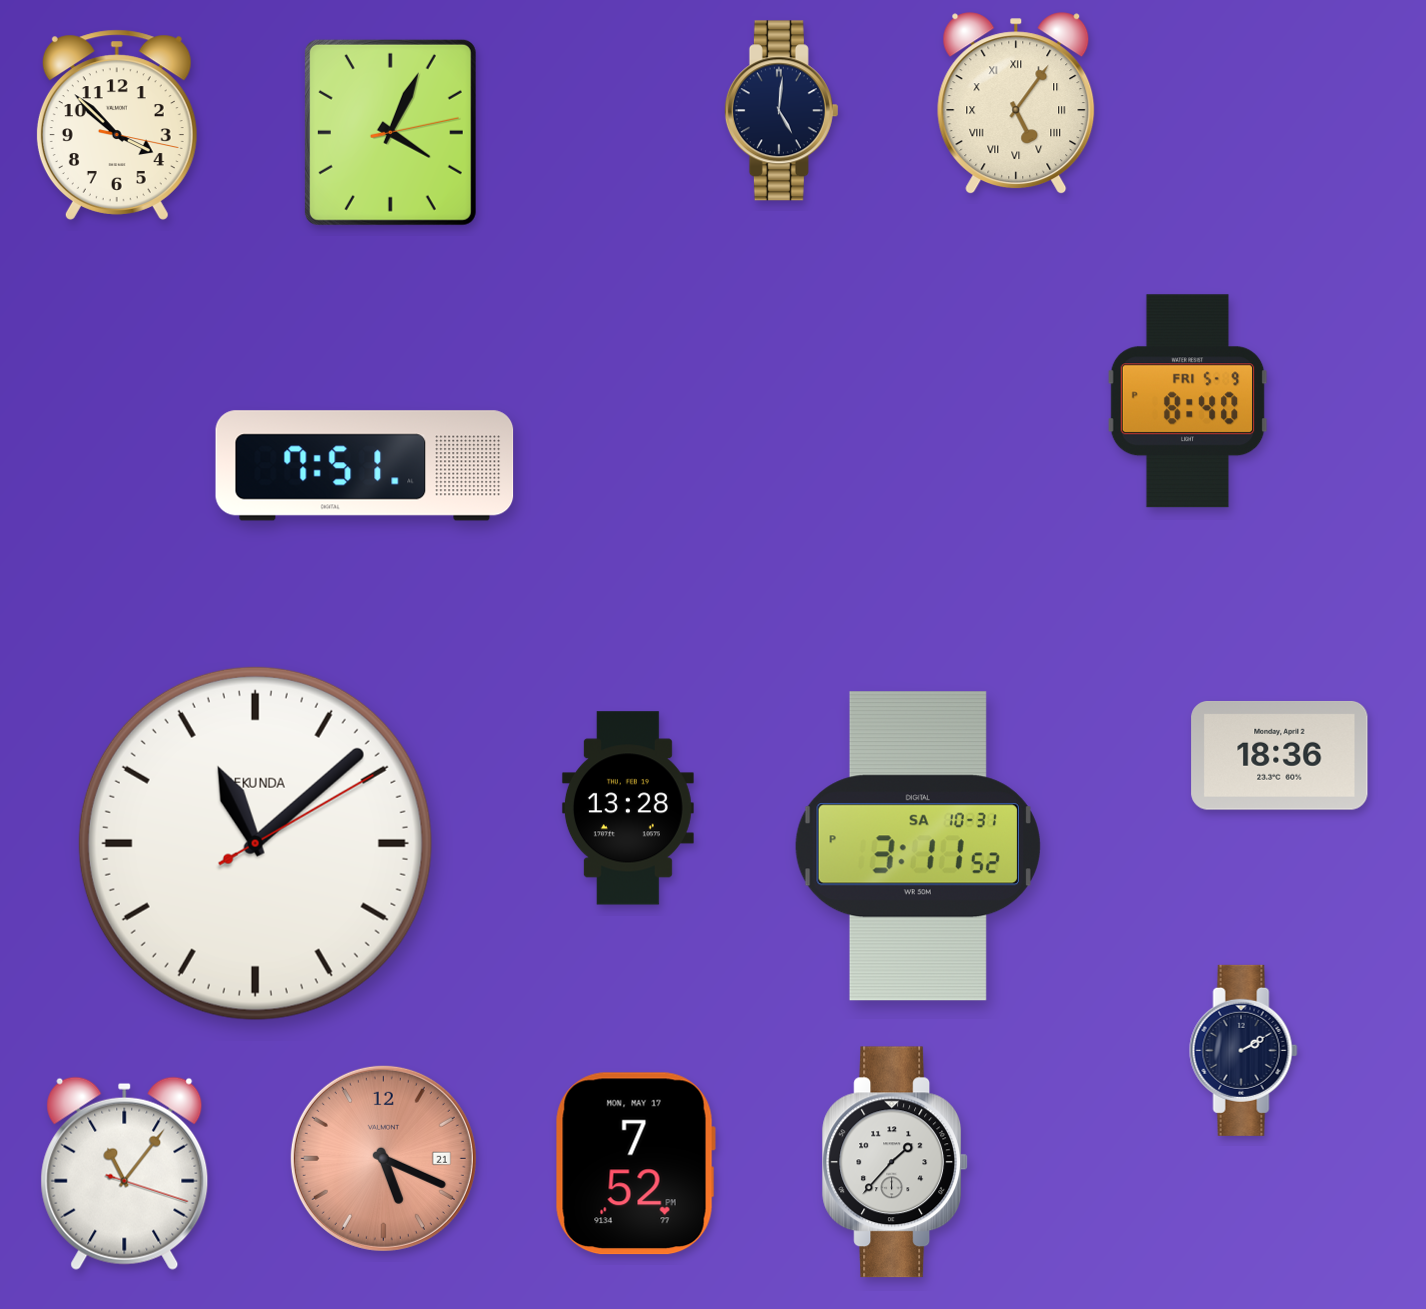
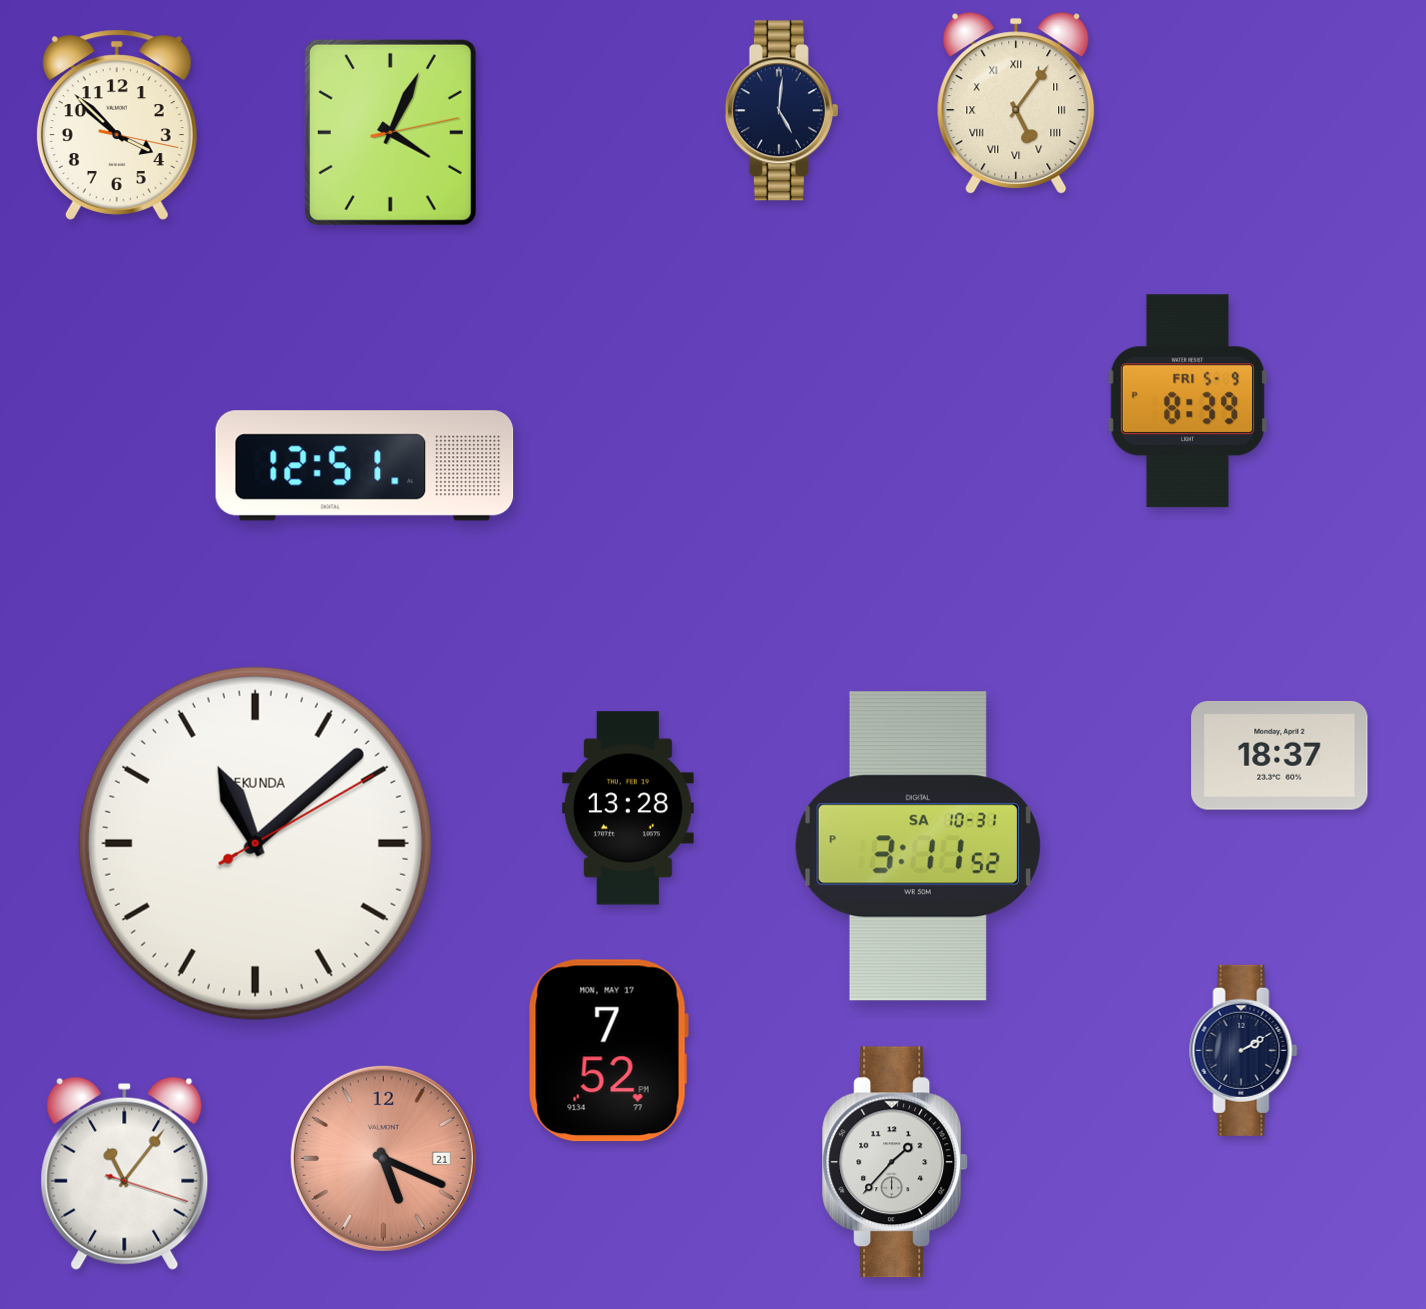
clock at (1188, 401): 8:40 -> 8:39
clock at (365, 466): 7:51 -> 12:51
clock at (1280, 755): 18:36 -> 18:37
clock at (635, 1164) position: (635, 1164) -> (608, 1051)
